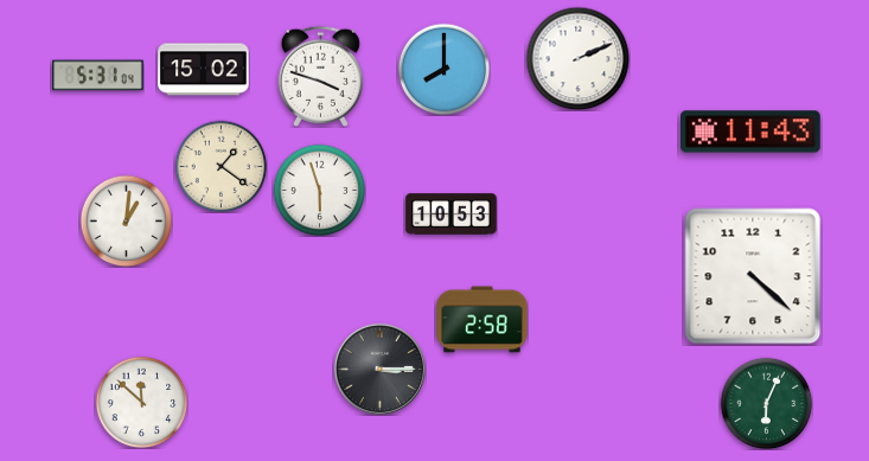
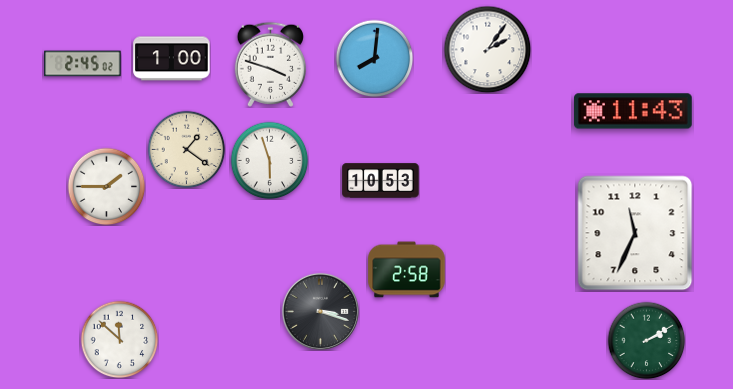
clock at (577, 58): 2:11 -> 2:06
clock at (443, 69): 8:00 -> 8:01
clock at (204, 70): 15:02 -> 1:00
clock at (98, 76): 5:31 -> 2:45
clock at (221, 166) position: (221, 166) -> (186, 149)
clock at (126, 220): 1:01 -> 1:45
clock at (753, 276): 4:22 -> 11:34
clock at (379, 369): 3:15 -> 3:18
clock at (766, 403): 6:04 -> 2:10
